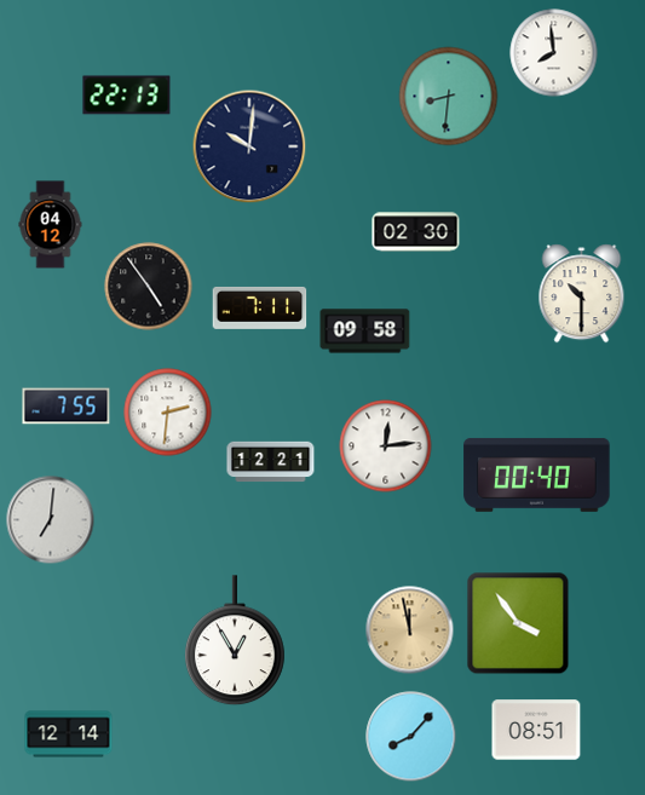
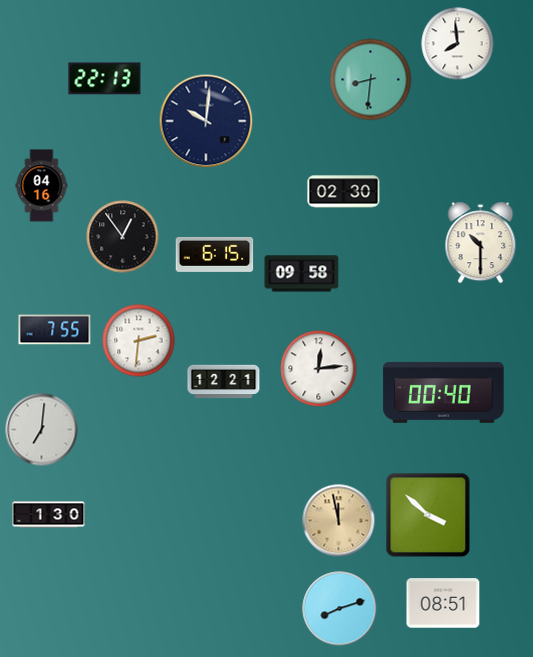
clock at (51, 225): 04:12 -> 04:16
clock at (149, 287): 4:54 -> 12:54
clock at (260, 307): 7:11 -> 6:15
clock at (67, 407) position: (67, 407) -> (55, 330)
clock at (49, 515): none -> 1:30
clock at (518, 623): 3:54 -> 3:52
clock at (236, 641): 12:55 -> none
clock at (69, 734): 12:14 -> none
clock at (411, 737): 8:07 -> 8:12
